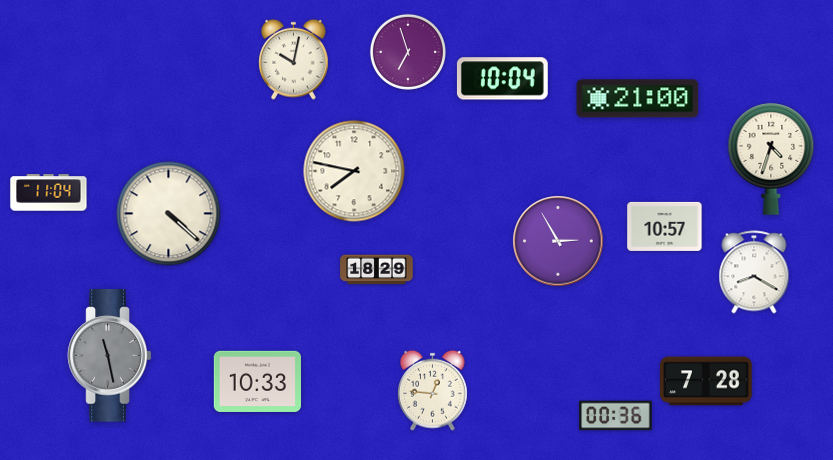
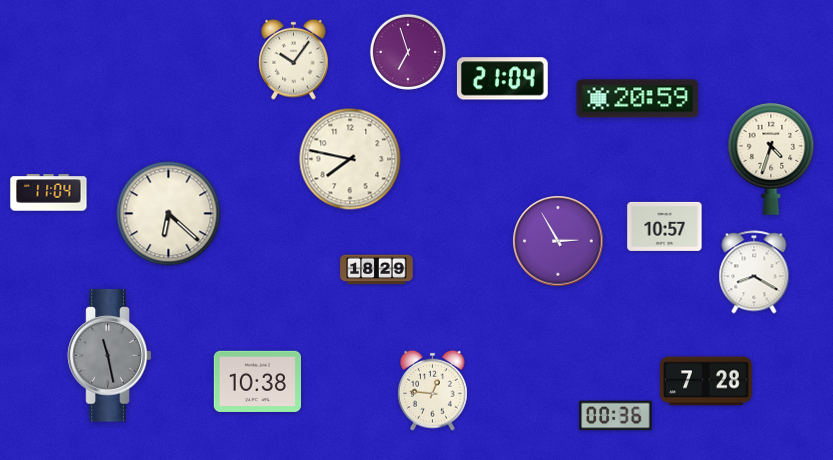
clock at (294, 59): 10:02 -> 10:06
clock at (502, 79): 10:04 -> 21:04
clock at (638, 99): 21:00 -> 20:59
clock at (354, 171) position: (354, 171) -> (350, 159)
clock at (169, 214): 4:22 -> 6:22
clock at (257, 381): 10:33 -> 10:38
